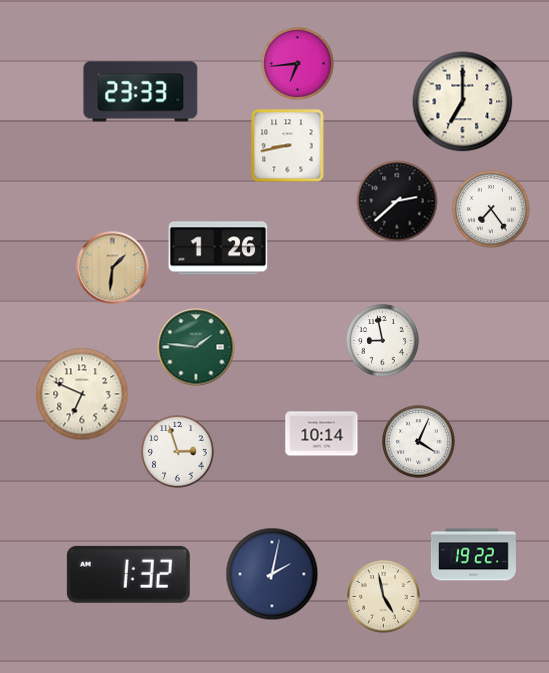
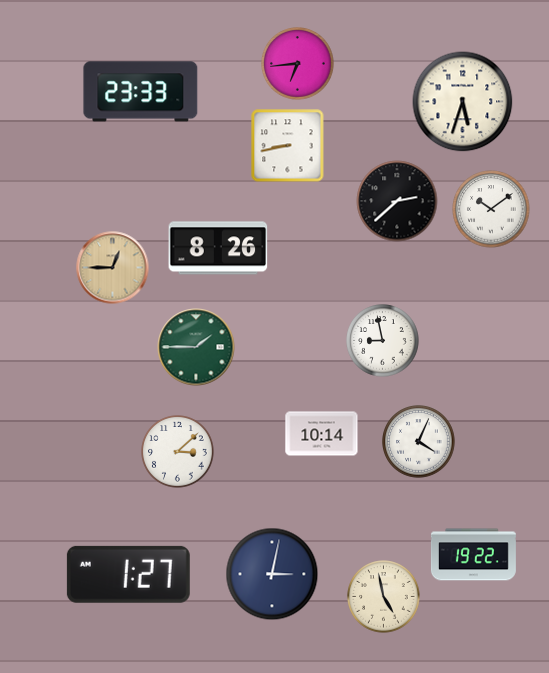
clock at (463, 102): 7:00 -> 5:33
clock at (491, 209): 7:24 -> 10:09
clock at (218, 248): 1:26 -> 8:26
clock at (113, 268): 1:31 -> 12:45
clock at (196, 347): 1:46 -> 1:45
clock at (82, 394): 6:49 -> none
clock at (178, 452): 2:57 -> 3:08
clock at (128, 574): 1:32 -> 1:27
clock at (272, 574): 2:02 -> 3:02
